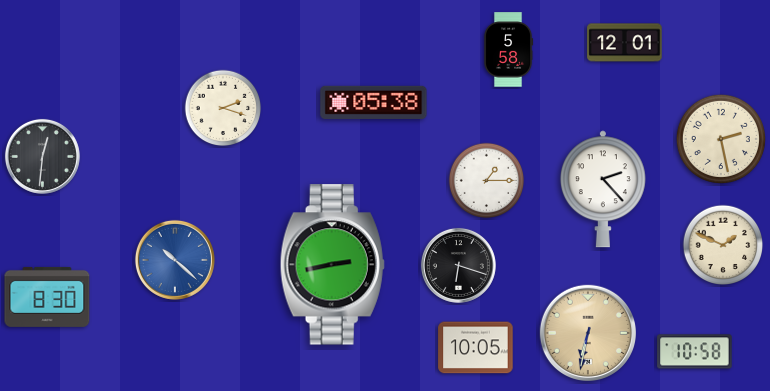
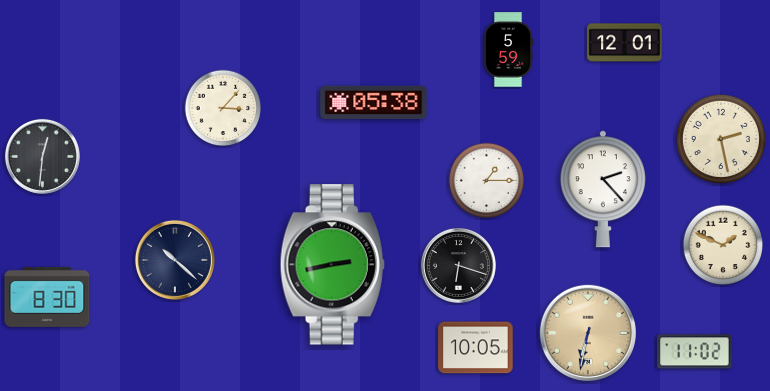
clock at (508, 50): 5:58 -> 5:59
clock at (223, 108): 2:18 -> 3:07
clock at (175, 260) dial: blue -> navy
clock at (695, 352): 10:58 -> 11:02
